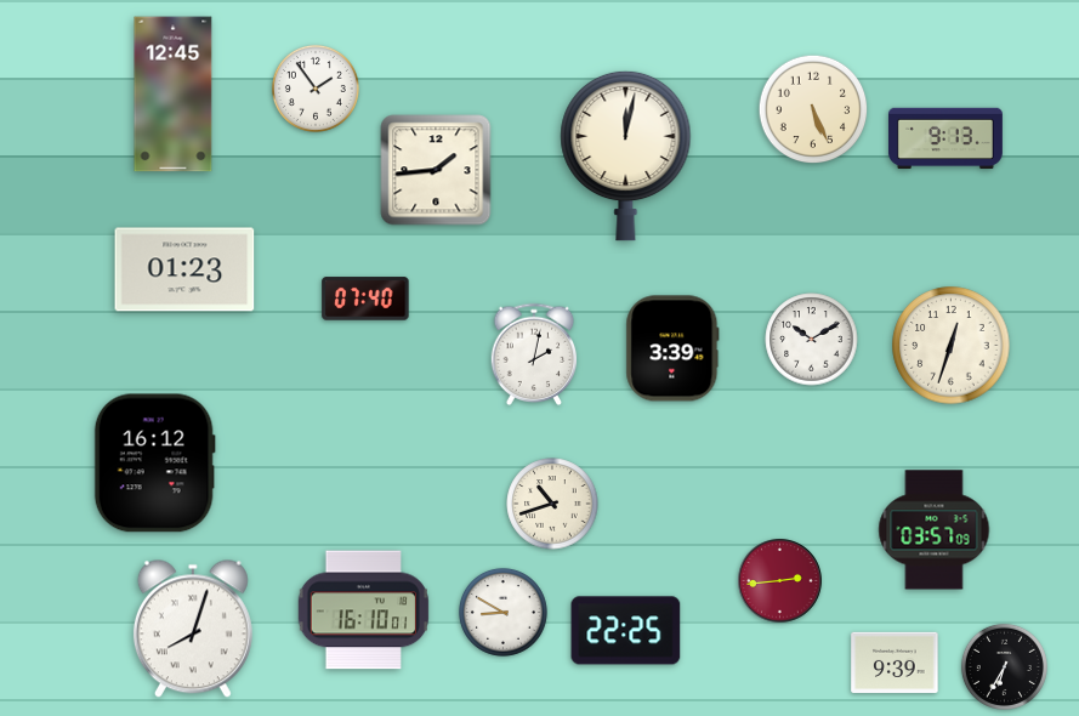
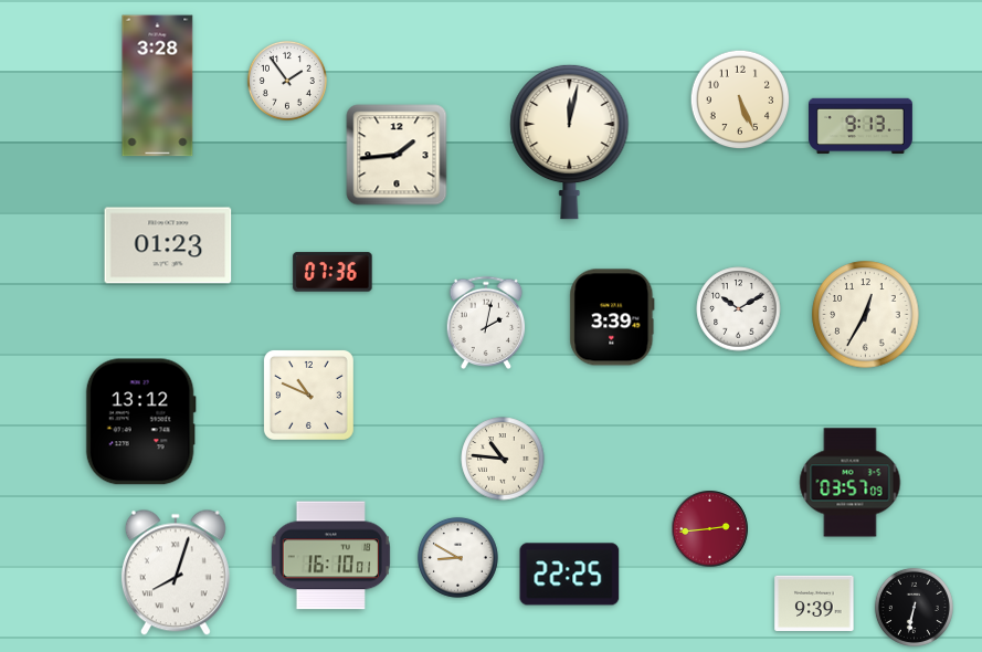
clock at (174, 95): 12:45 -> 3:28
clock at (365, 299): 07:40 -> 07:36
clock at (952, 346): 12:33 -> 12:35
clock at (308, 395): none -> 10:49
clock at (154, 464): 16:12 -> 13:12
clock at (552, 504): 10:42 -> 10:46
clock at (1004, 666): 6:35 -> 6:32
